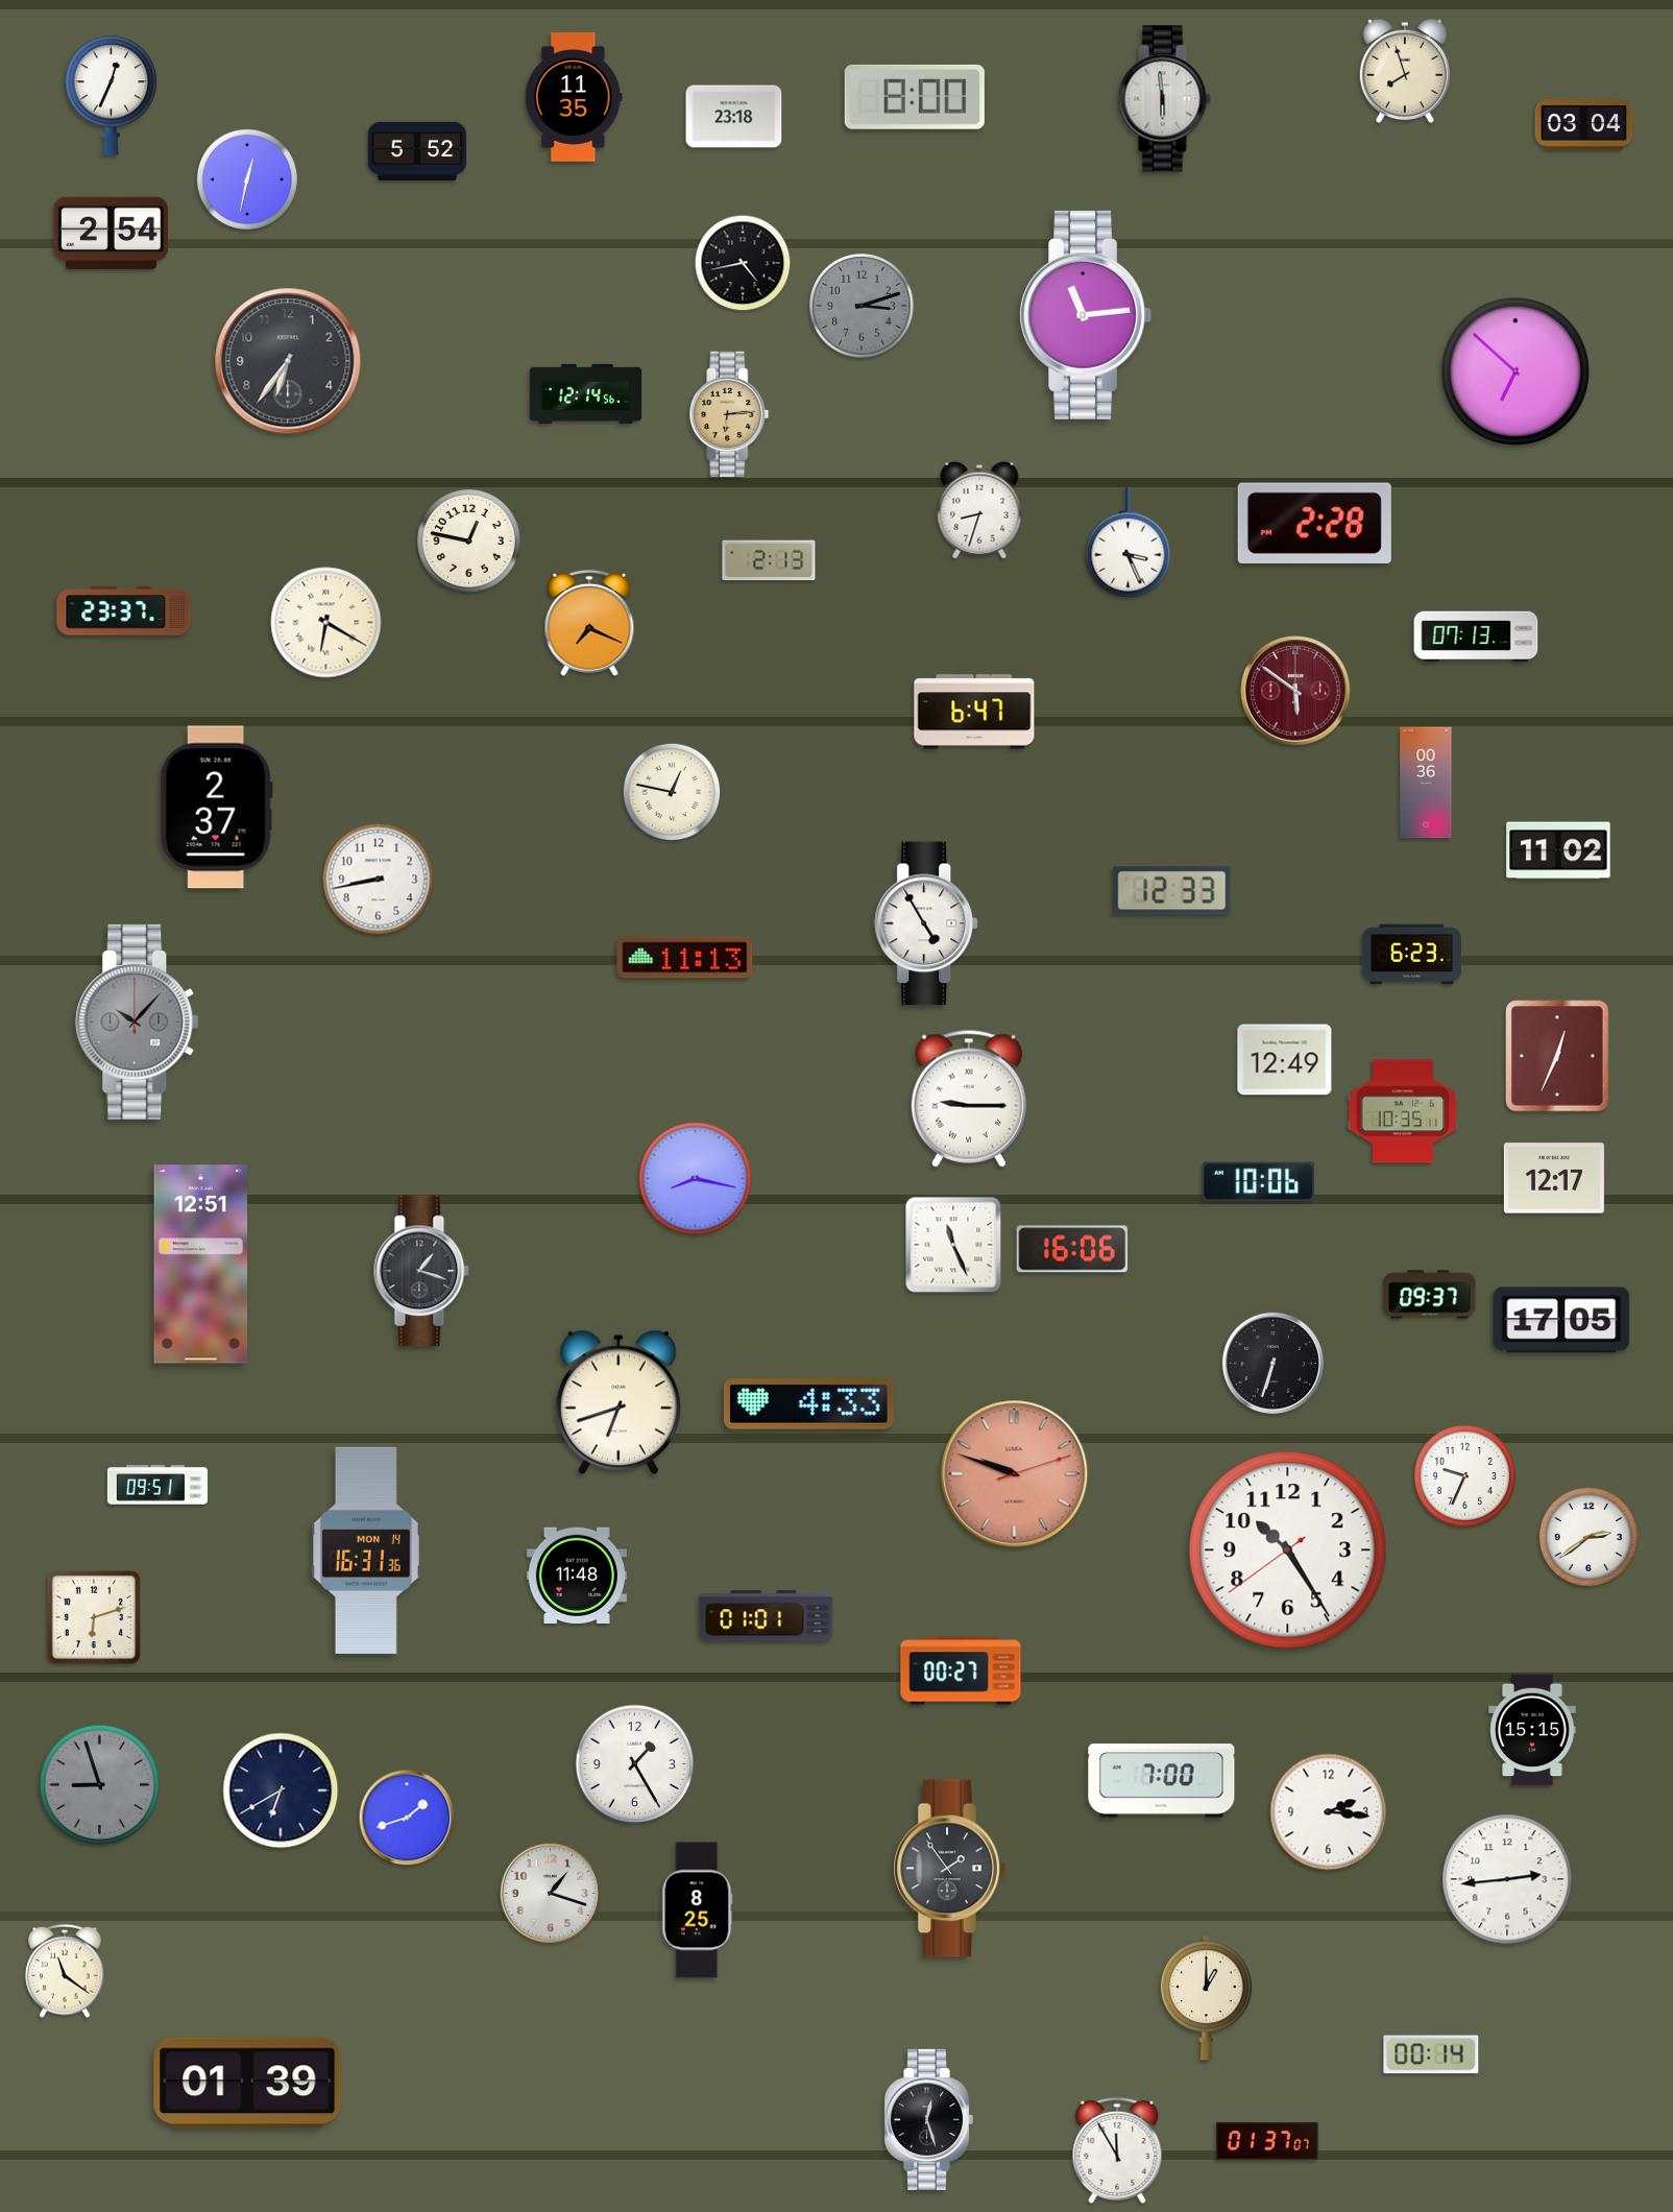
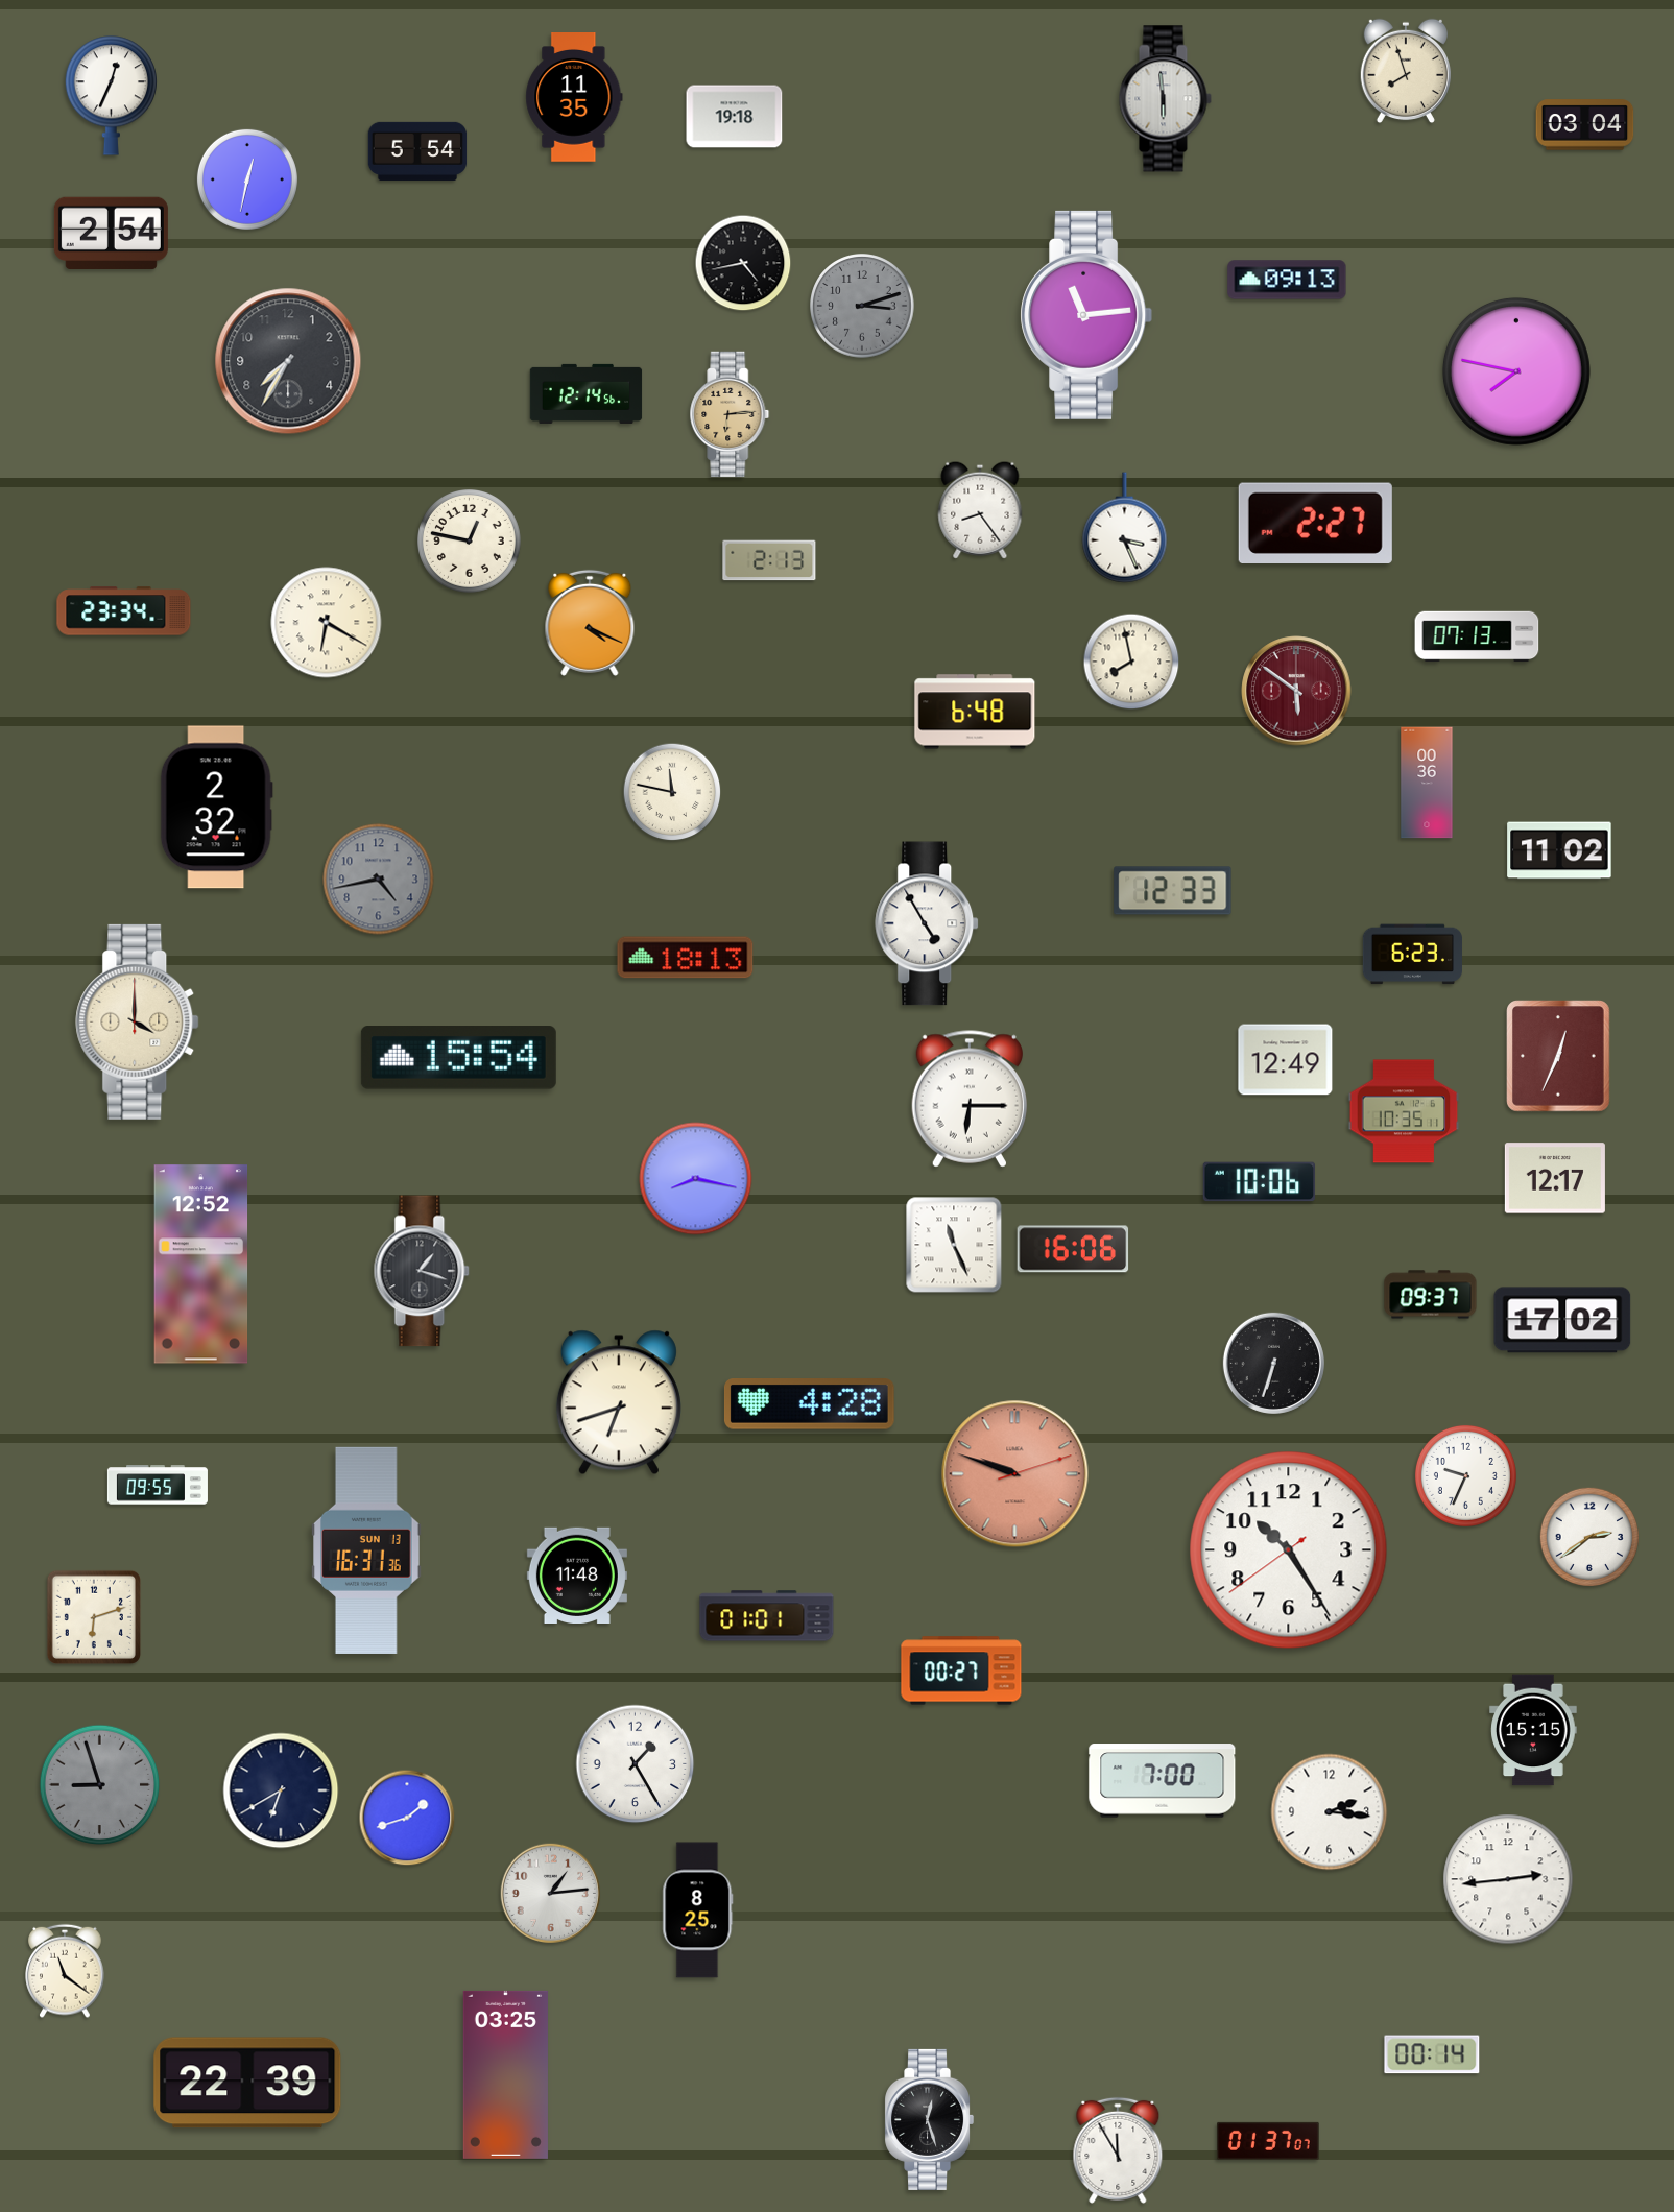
clock at (915, 97): 8:00 -> none
clock at (734, 117): 23:18 -> 19:18
clock at (417, 151): 5:52 -> 5:54
clock at (1287, 280): none -> 09:13
clock at (288, 361): 6:36 -> 7:35
clock at (1516, 371): 6:52 -> 7:47
clock at (979, 510): 8:33 -> 8:24
clock at (1314, 523): 2:28 -> 2:27
clock at (1129, 543) position: (1129, 543) -> (1125, 528)
clock at (124, 611): 23:37 -> 23:34
clock at (589, 623): 7:19 -> 4:19
clock at (1131, 662): none -> 7:58
clock at (974, 712): 6:47 -> 6:48
clock at (672, 792): 12:47 -> 11:47
clock at (216, 808): 2:37 -> 2:32
clock at (379, 880): 8:43 -> 4:43
clock at (379, 880) dial: white -> grey
clock at (685, 958): 11:13 -> 18:13
clock at (138, 1021): 10:07 -> 4:00
clock at (138, 1021) dial: grey -> cream
clock at (458, 1058): none -> 15:54
clock at (969, 1099): 9:15 -> 6:15
clock at (201, 1265): 12:51 -> 12:52
clock at (1561, 1320): 17:05 -> 17:02
clock at (808, 1404): 4:33 -> 4:28
clock at (157, 1485): 09:51 -> 09:55
clock at (366, 1550) date: MON 14 -> SUN 13
clock at (949, 1869): 1:54 -> none
clock at (551, 1894): 1:18 -> 1:14
clock at (1206, 1998): 1:00 -> none
clock at (505, 2074): none -> 03:25
clock at (247, 2083): 01:39 -> 22:39
